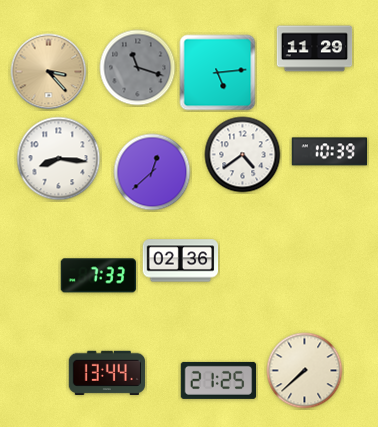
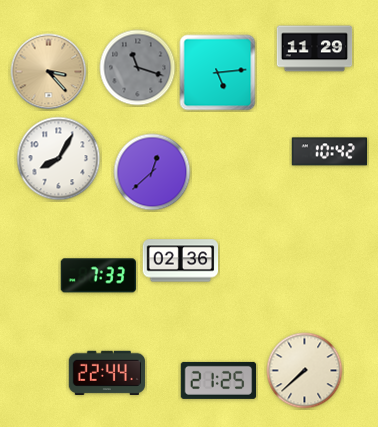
clock at (330, 152): 10:39 -> 10:42
clock at (243, 155): 4:39 -> none
clock at (59, 159): 8:16 -> 8:05
clock at (107, 372): 13:44 -> 22:44
